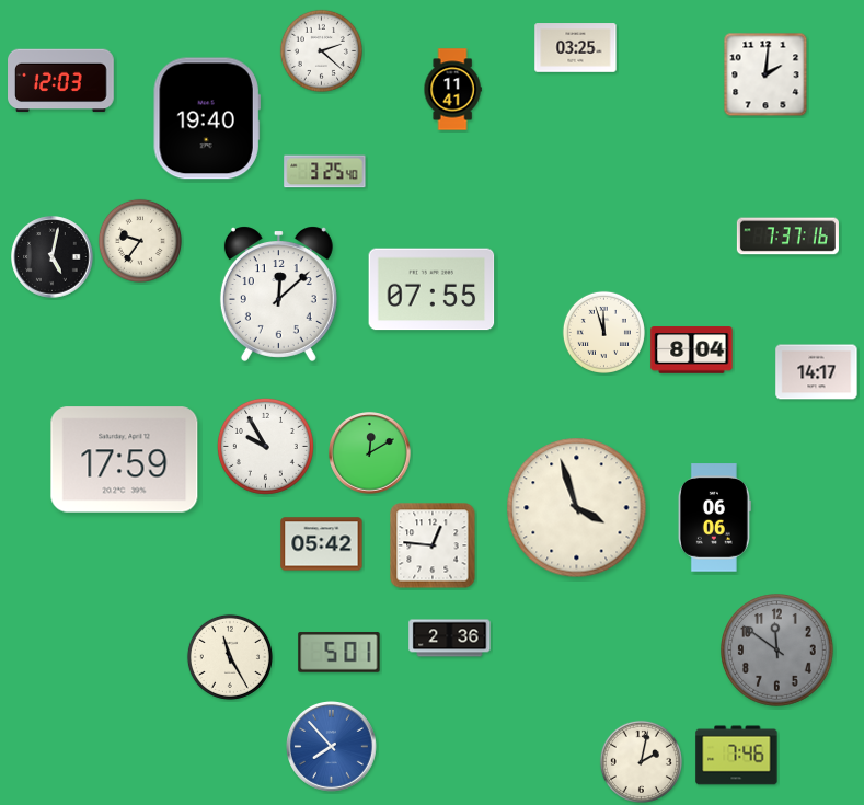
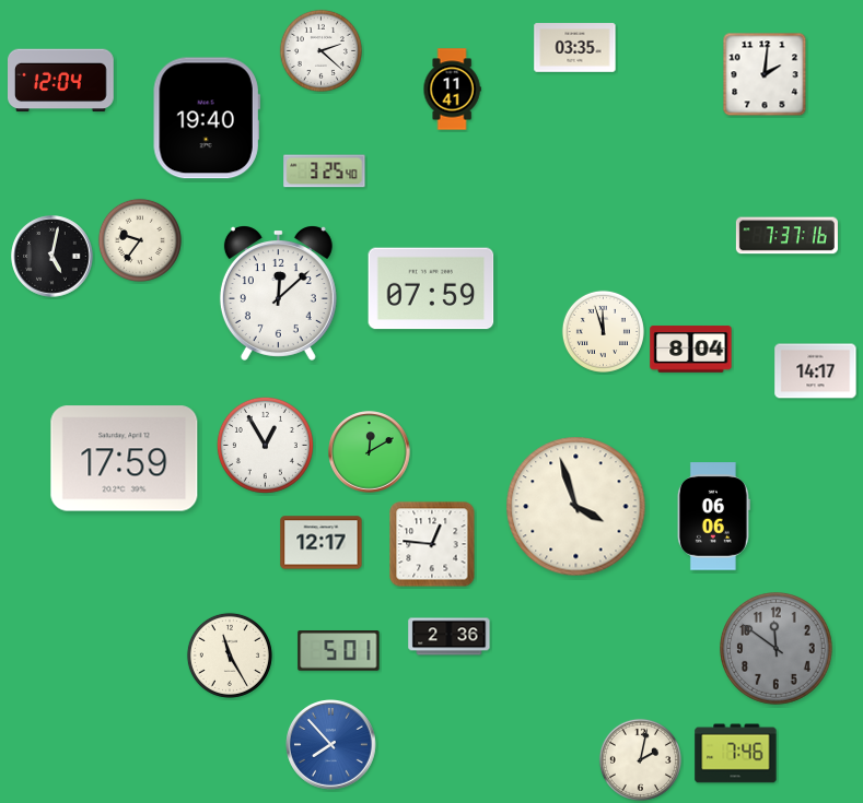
clock at (576, 48): 03:25 -> 03:35
clock at (61, 81): 12:03 -> 12:04
clock at (431, 289): 07:55 -> 07:59
clock at (265, 446): 9:55 -> 12:55
clock at (322, 544): 05:42 -> 12:17
